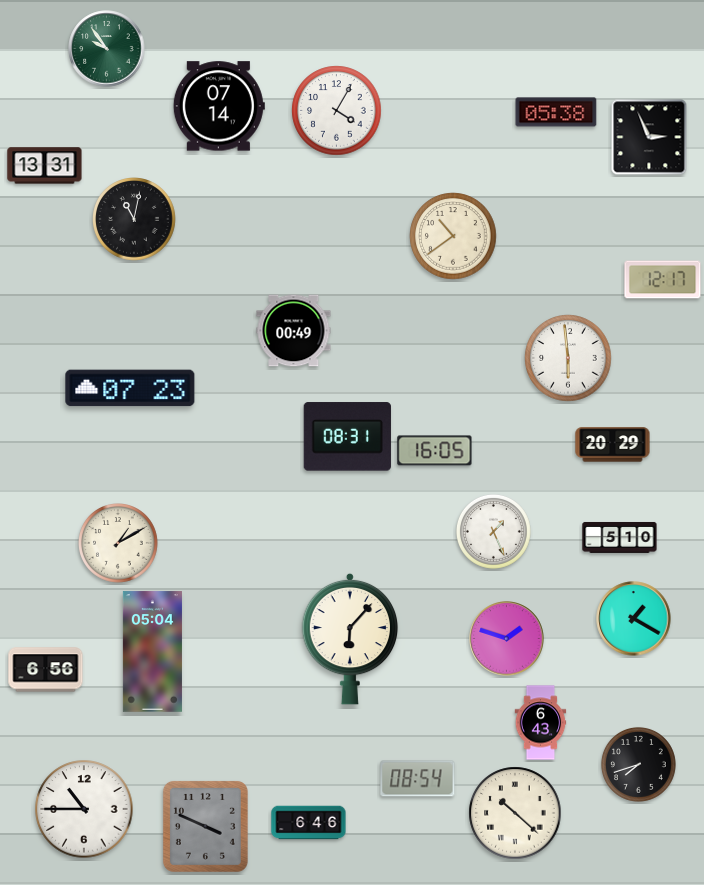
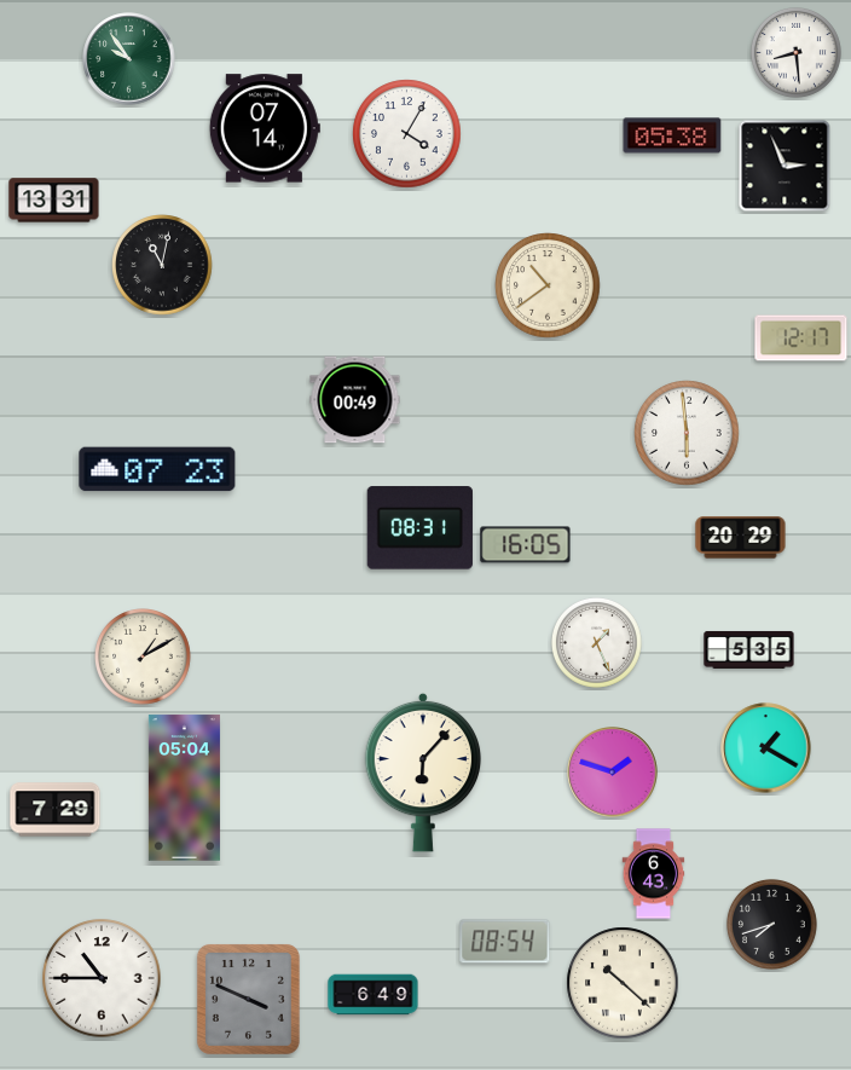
clock at (795, 52): none -> 8:29
clock at (620, 537): 5:10 -> 5:35
clock at (46, 670): 6:56 -> 7:29
clock at (309, 823): 6:46 -> 6:49
